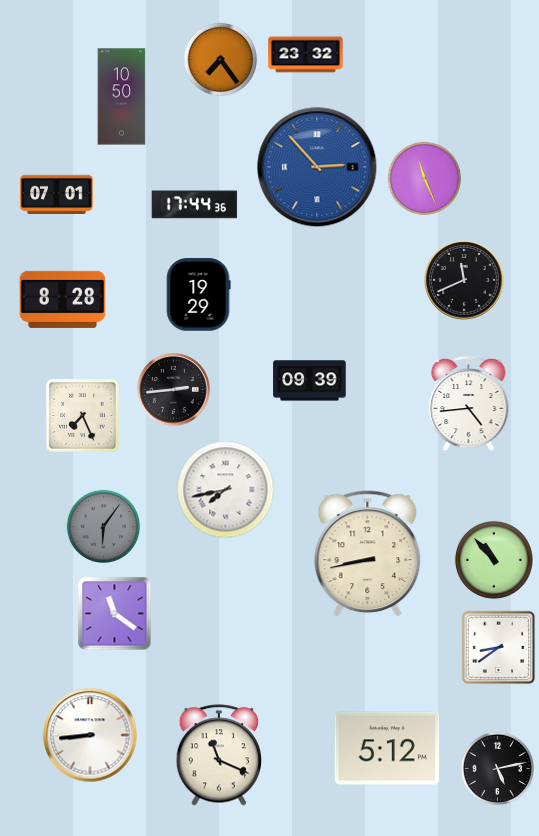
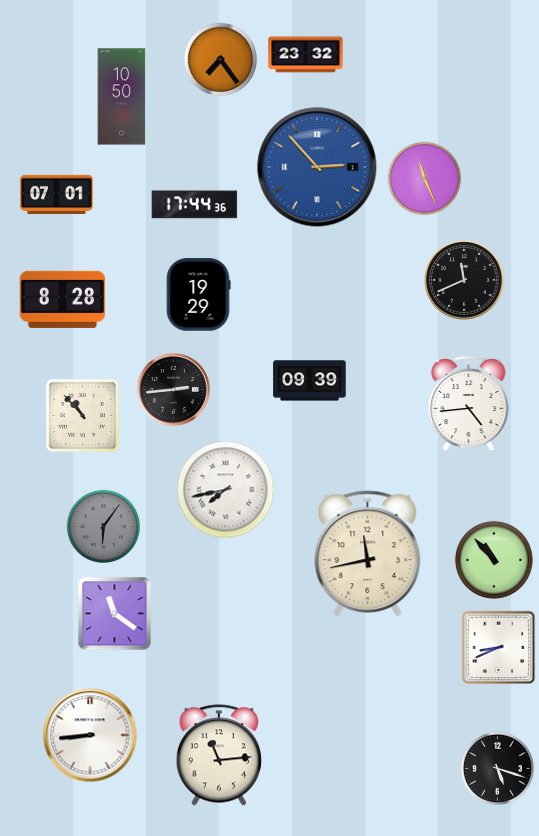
clock at (82, 415): 7:26 -> 10:53
clock at (368, 554): 8:43 -> 11:43
clock at (499, 648): 8:39 -> 8:41
clock at (387, 748): 5:12 -> none
clock at (218, 755): 11:19 -> 11:14
clock at (497, 768): 5:13 -> 5:18
